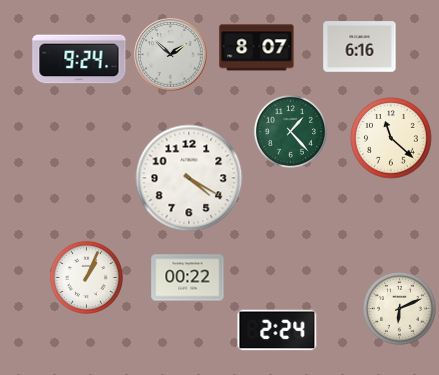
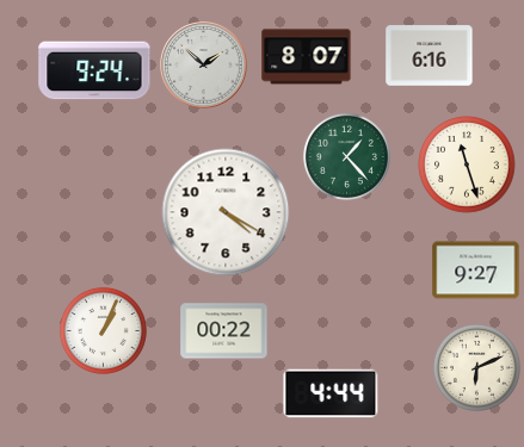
clock at (391, 138): 11:22 -> 11:27
clock at (476, 271): none -> 9:27
clock at (277, 330): 2:24 -> 4:44
